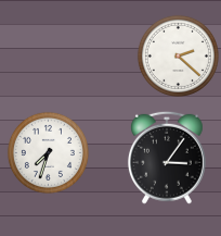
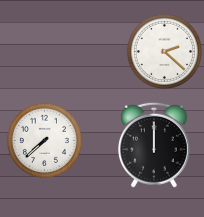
clock at (48, 152): 7:33 -> 7:38
clock at (167, 158): 3:06 -> 12:00
